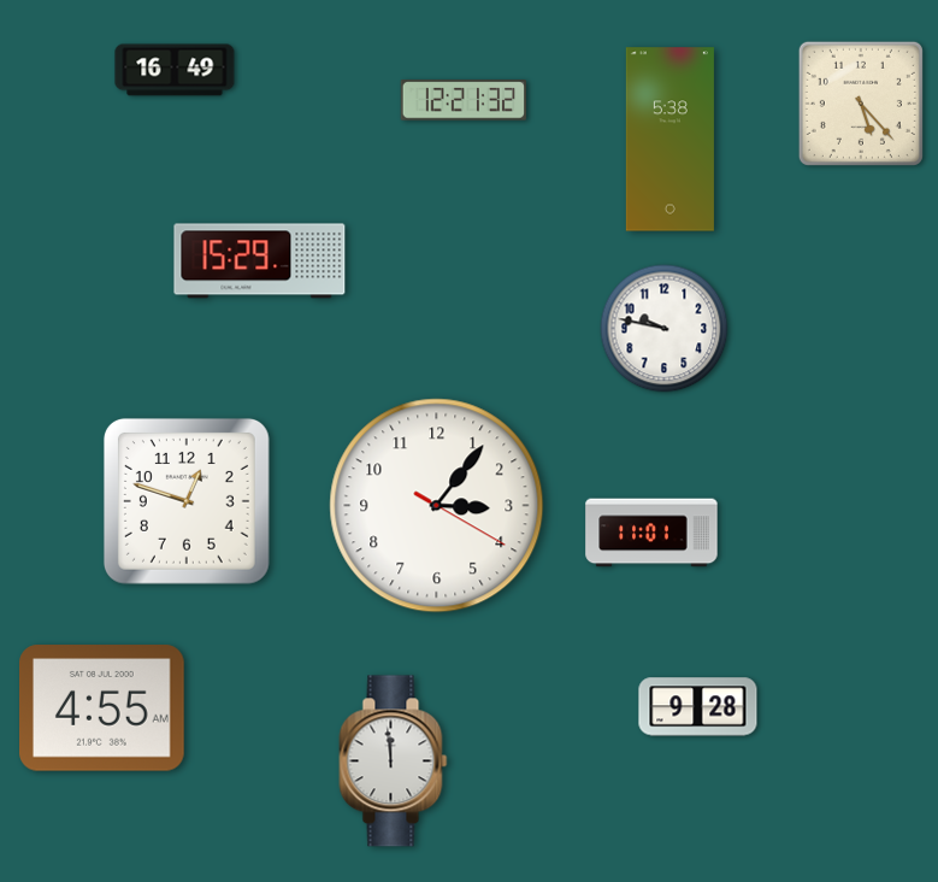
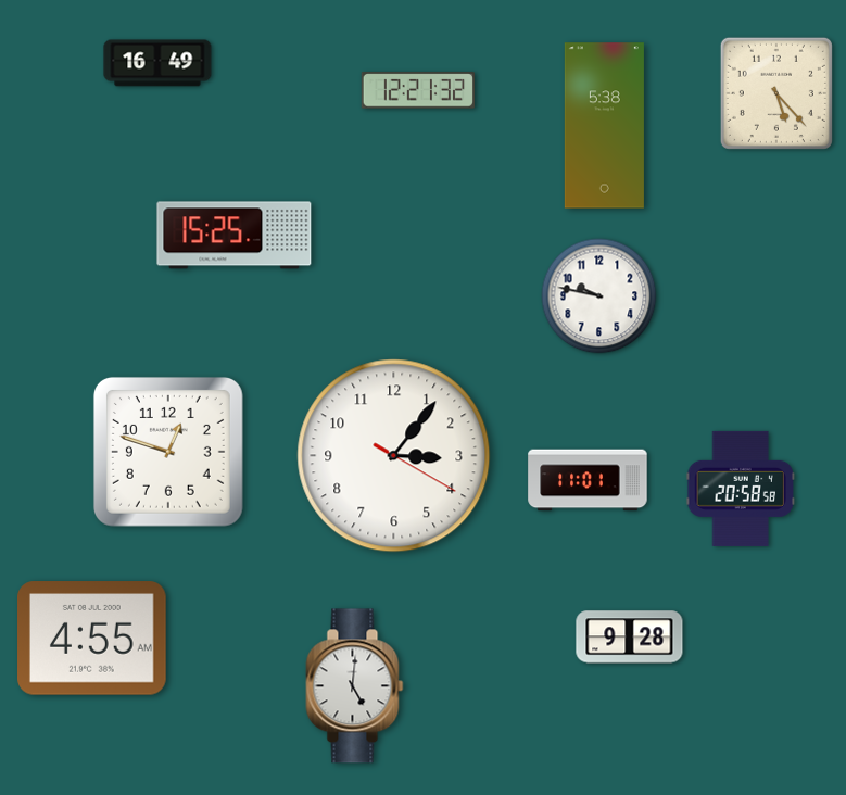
clock at (260, 261): 15:29 -> 15:25
clock at (741, 489): none -> 20:58
clock at (394, 762): 11:59 -> 5:01
